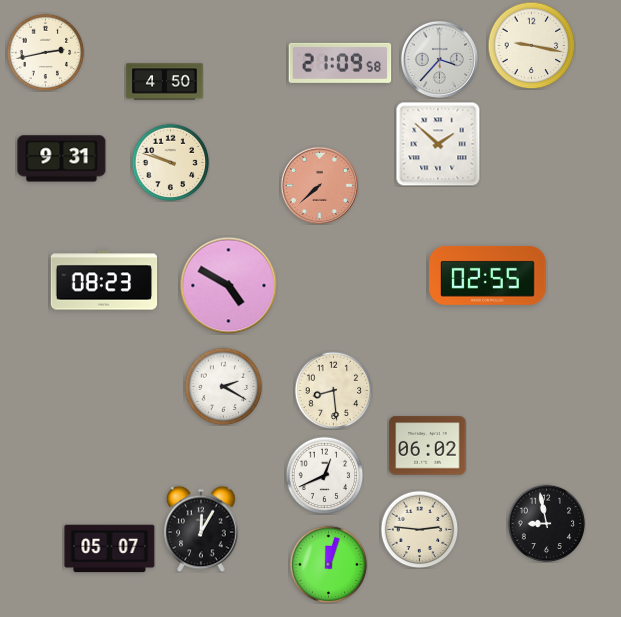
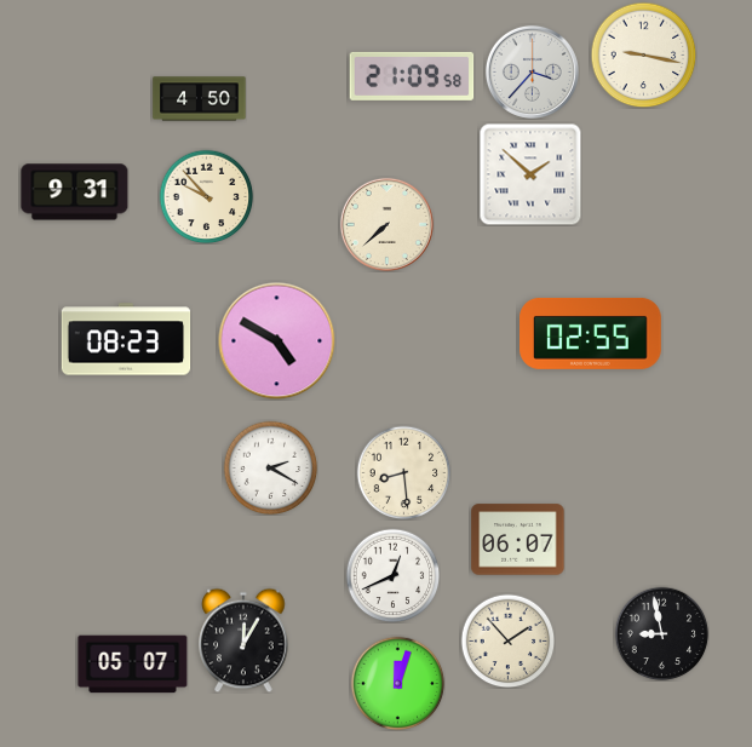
clock at (45, 52): 2:43 -> none
clock at (170, 162): 9:48 -> 9:53
clock at (319, 185) dial: salmon -> cream
clock at (229, 286) position: (229, 286) -> (277, 341)
clock at (428, 446): 06:02 -> 06:07
clock at (419, 529): 2:46 -> 1:53
